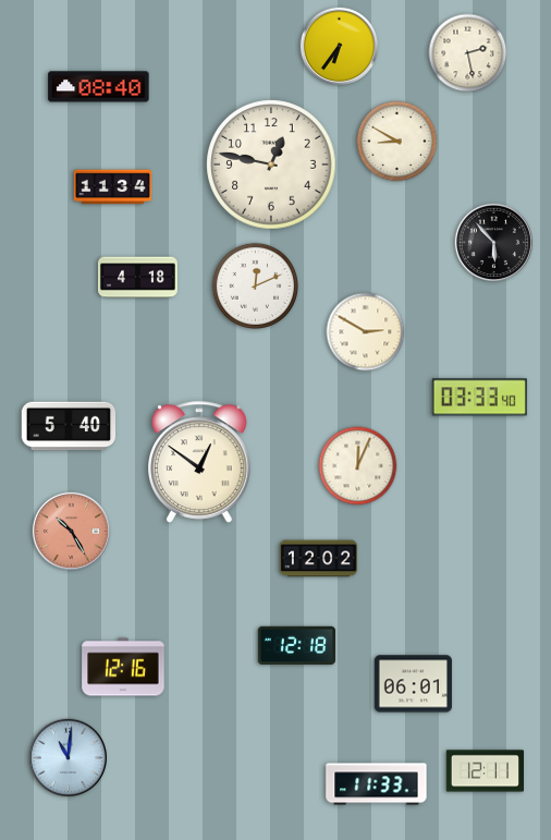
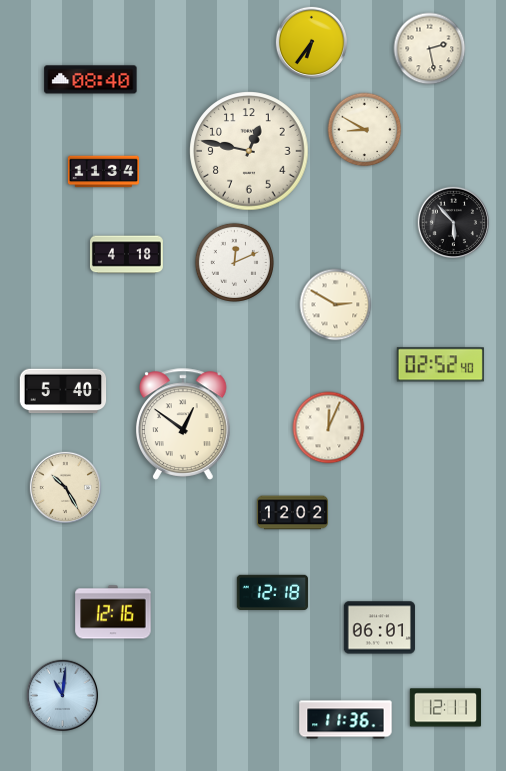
clock at (479, 398): 03:33 -> 02:52
clock at (71, 531) dial: salmon -> cream
clock at (377, 784): 11:33 -> 11:36
